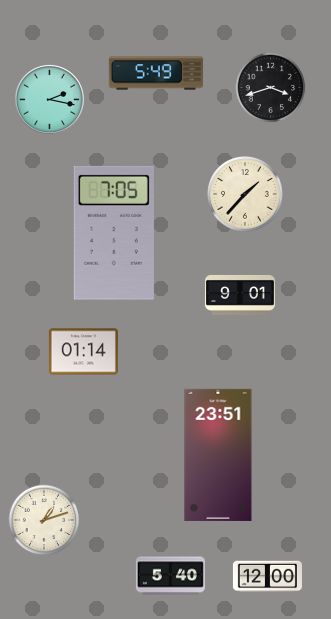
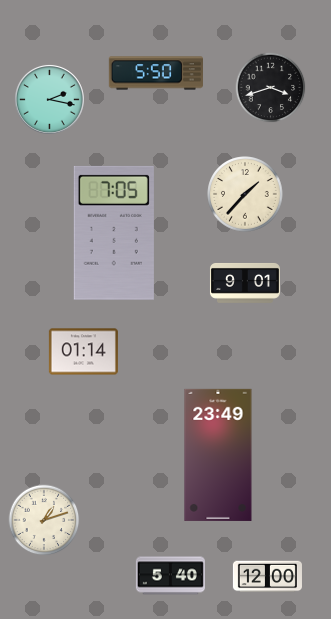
clock at (156, 73): 5:49 -> 5:50
clock at (240, 295) position: (240, 295) -> (245, 283)
clock at (218, 455): 23:51 -> 23:49
